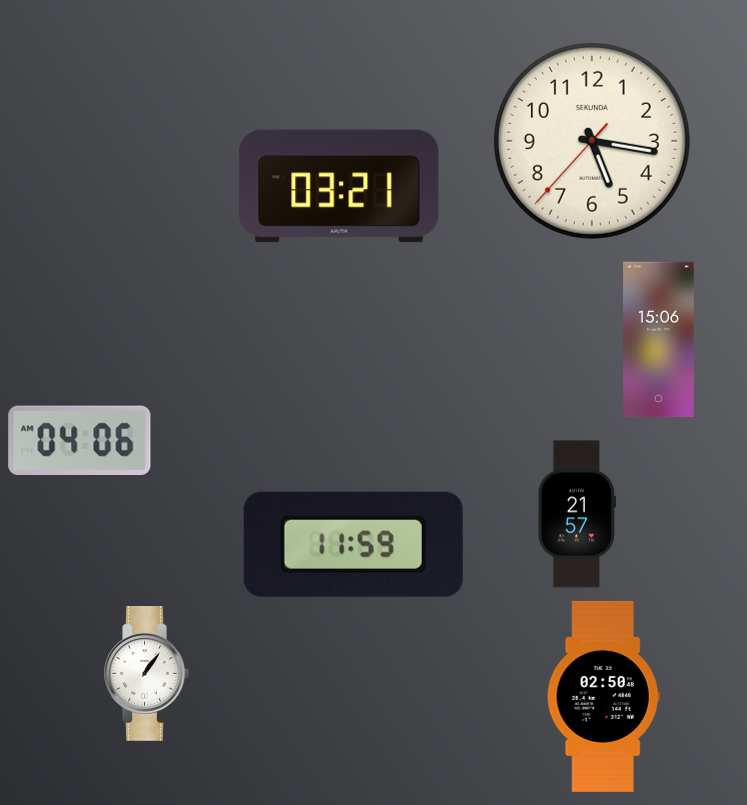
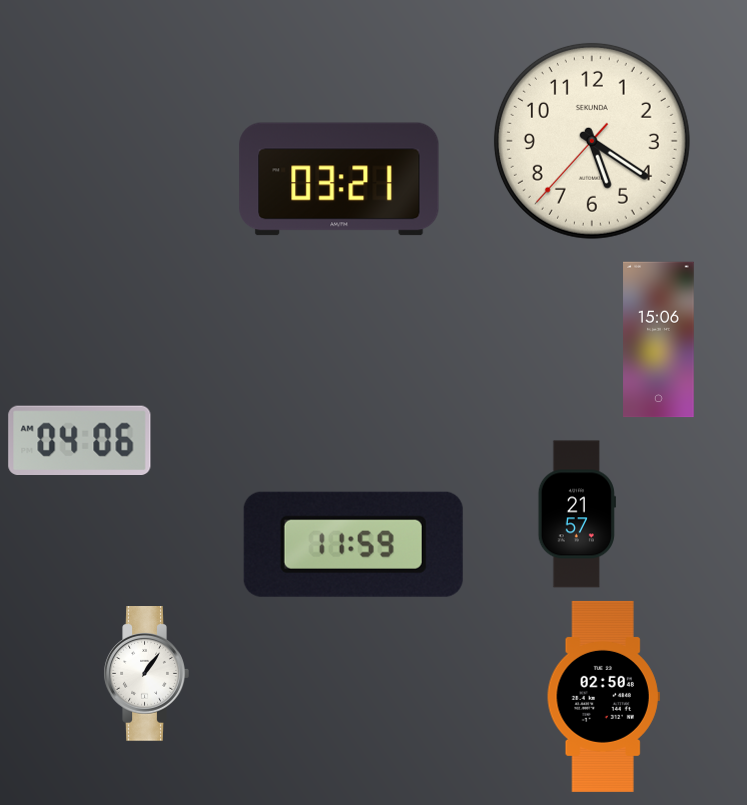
clock at (592, 141): 5:16 -> 5:20
clock at (339, 186) position: (339, 186) -> (339, 179)
